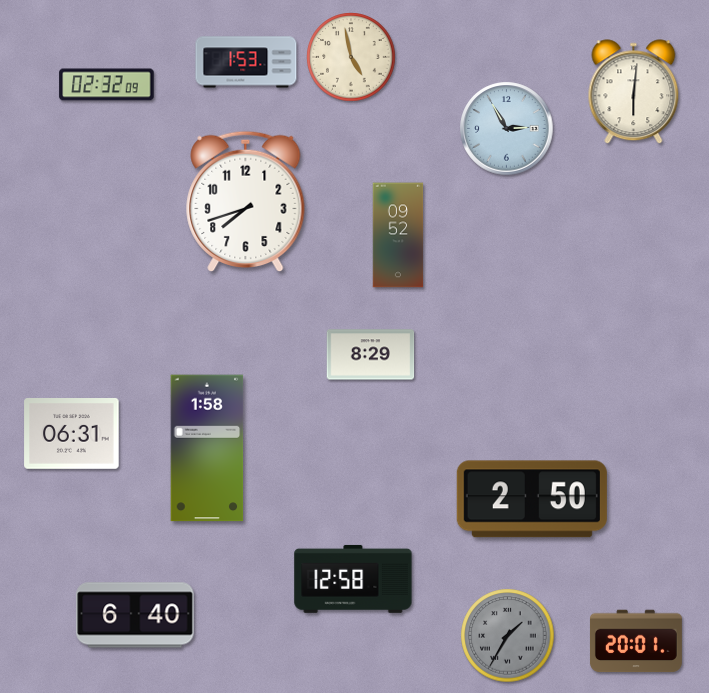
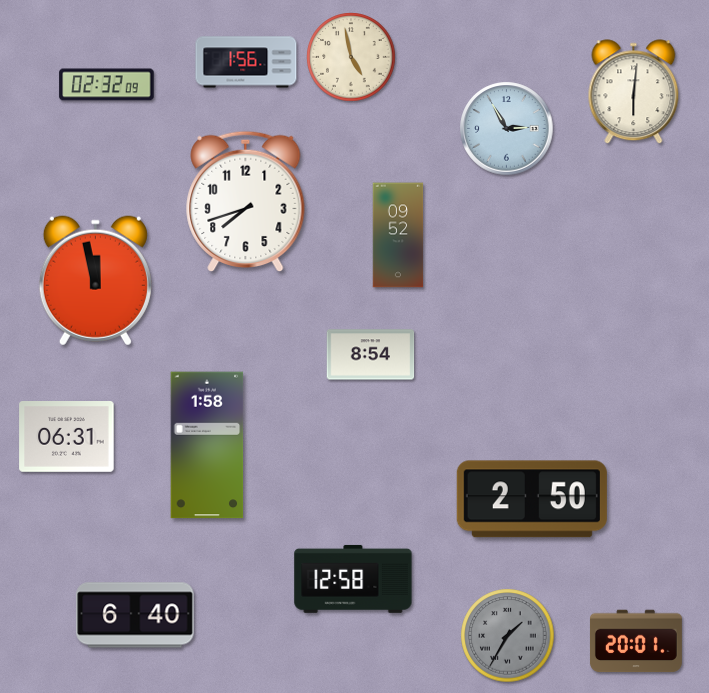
clock at (246, 62): 1:53 -> 1:56
clock at (95, 281): none -> 11:58
clock at (371, 355): 8:29 -> 8:54
clock at (72, 434) position: (72, 434) -> (67, 437)
clock at (207, 448) position: (207, 448) -> (207, 445)
